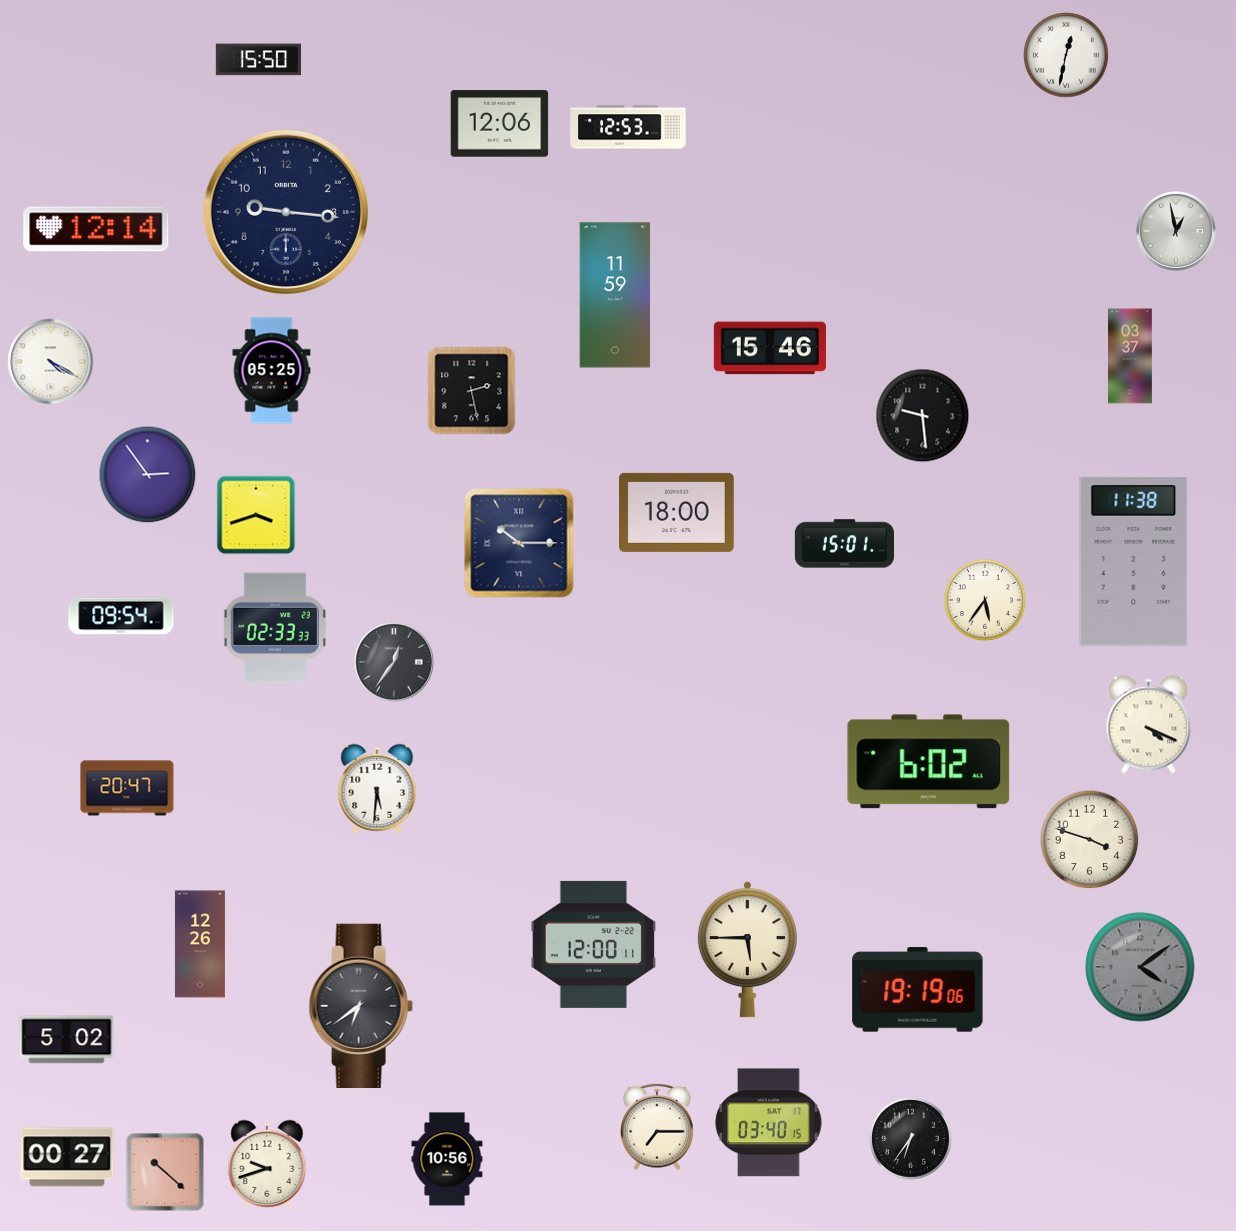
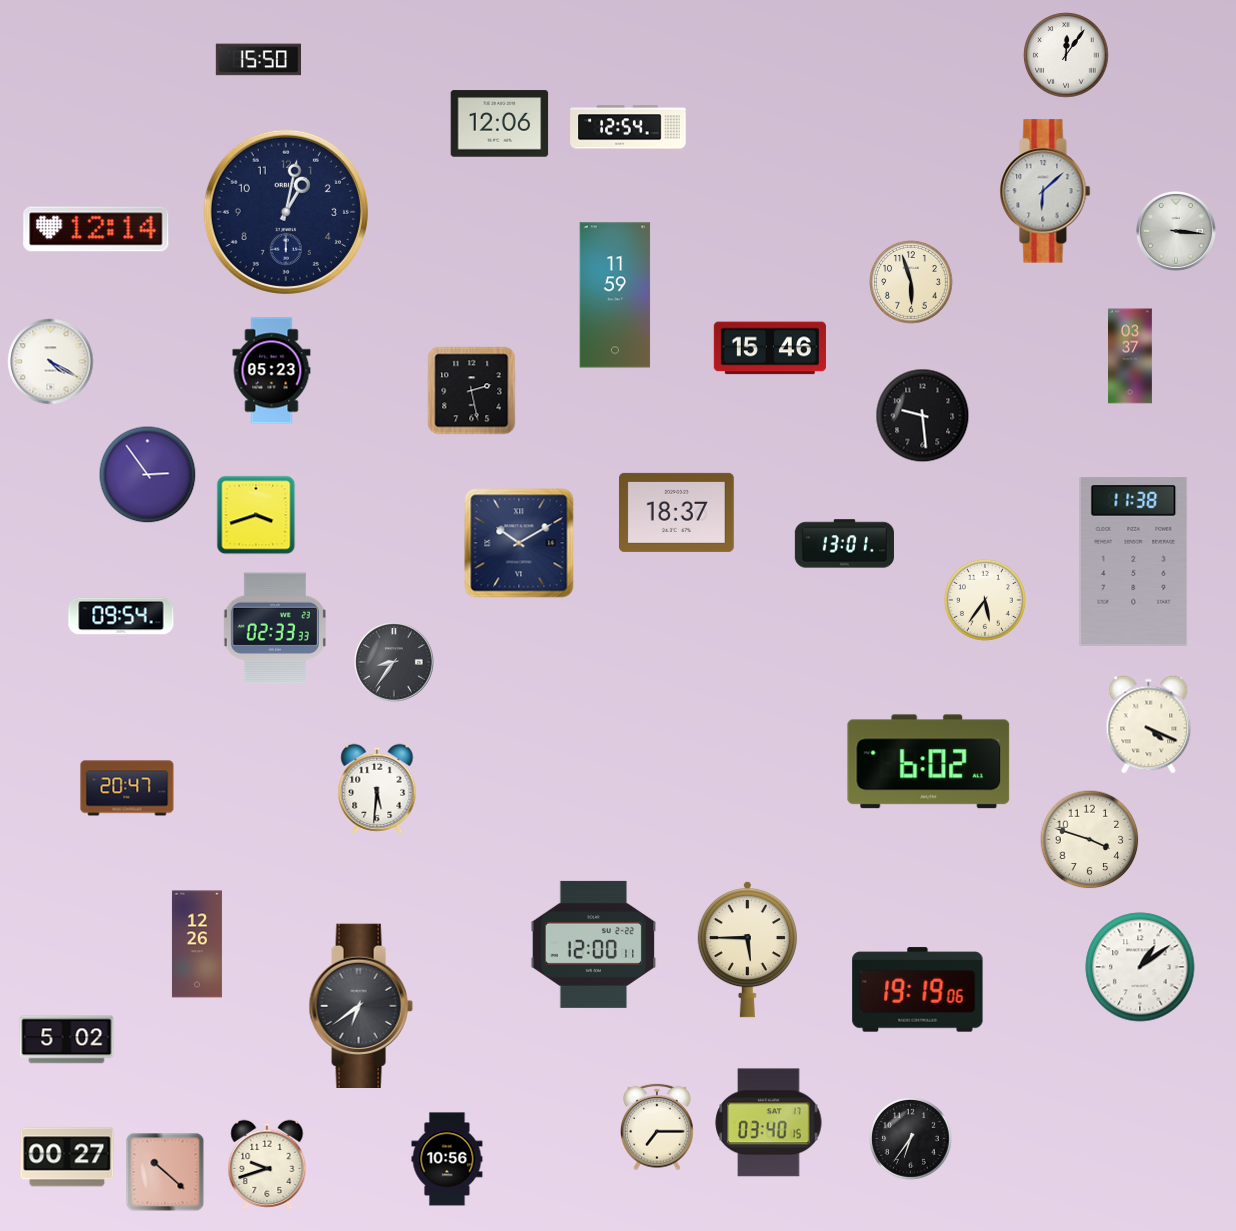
clock at (1066, 55): 12:32 -> 12:06
clock at (628, 127): 12:53 -> 12:54
clock at (1045, 191): none -> 6:08
clock at (286, 212): 9:16 -> 1:02
clock at (1177, 232): 12:58 -> 3:16
clock at (911, 282): none -> 5:57
clock at (272, 371): 05:25 -> 05:23
clock at (676, 512): 18:00 -> 18:37
clock at (519, 543): 10:15 -> 10:10
clock at (844, 544): 15:01 -> 13:01
clock at (395, 663): 12:36 -> 8:36
clock at (200, 944) position: (200, 944) -> (197, 944)
clock at (1140, 967): 4:09 -> 1:09
clock at (1140, 967) dial: grey -> white
